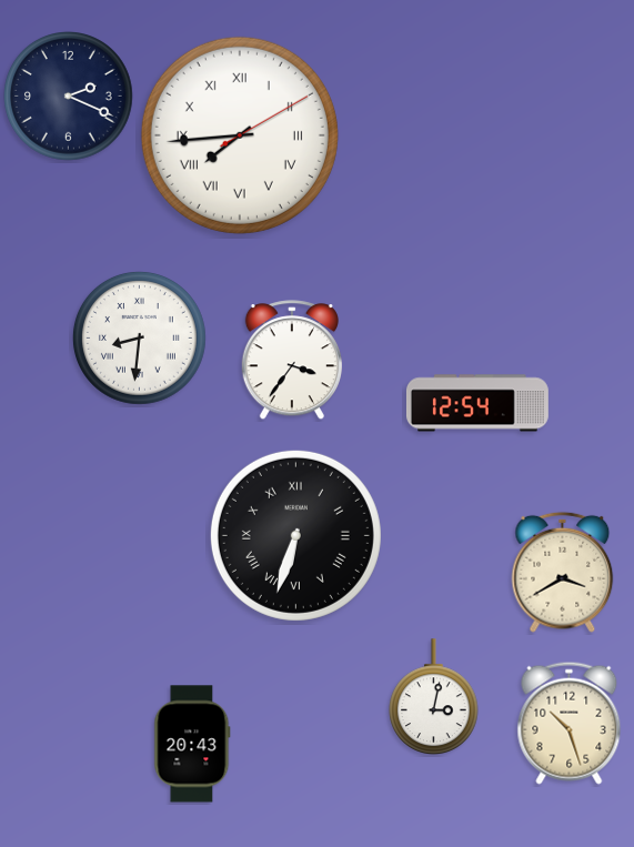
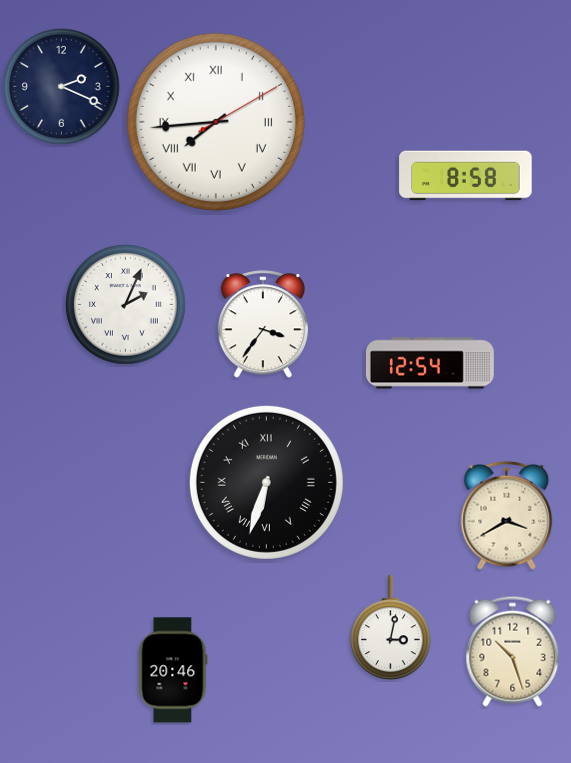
clock at (466, 176): none -> 8:58
clock at (140, 339): 8:31 -> 2:04
clock at (192, 744): 20:43 -> 20:46
